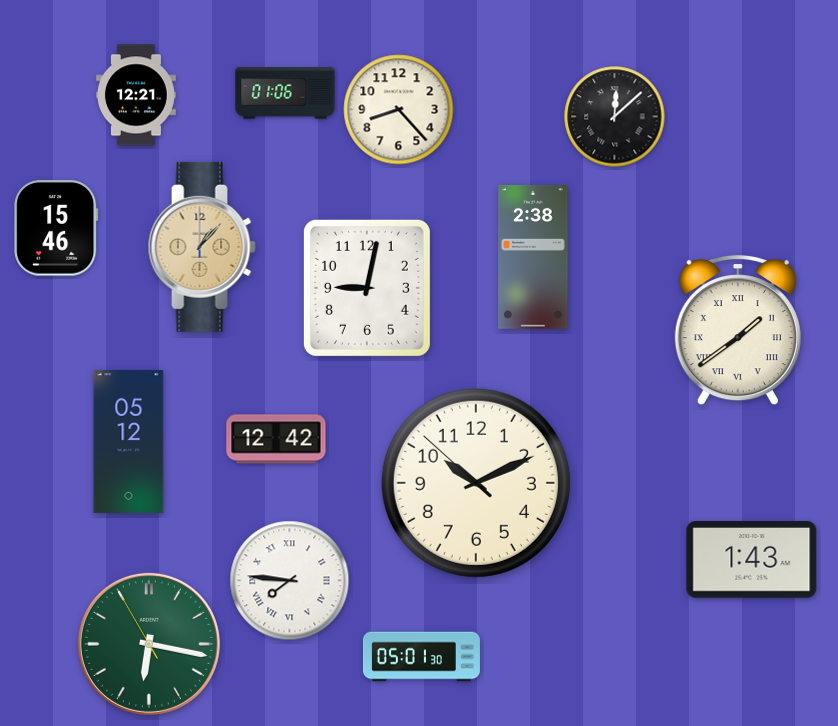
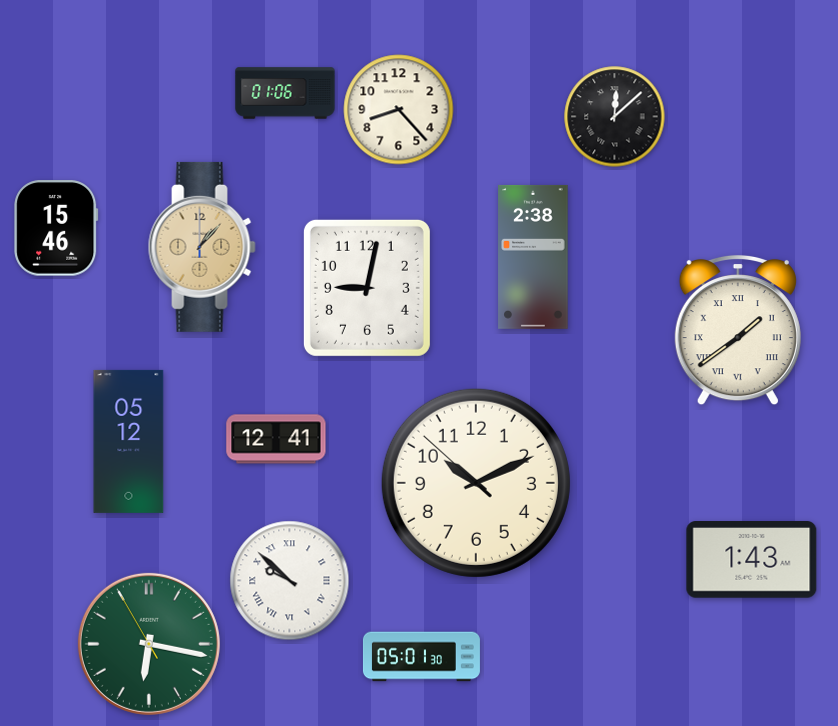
clock at (136, 95): 12:21 -> none
clock at (276, 439): 12:42 -> 12:41
clock at (290, 581): 7:46 -> 9:52
